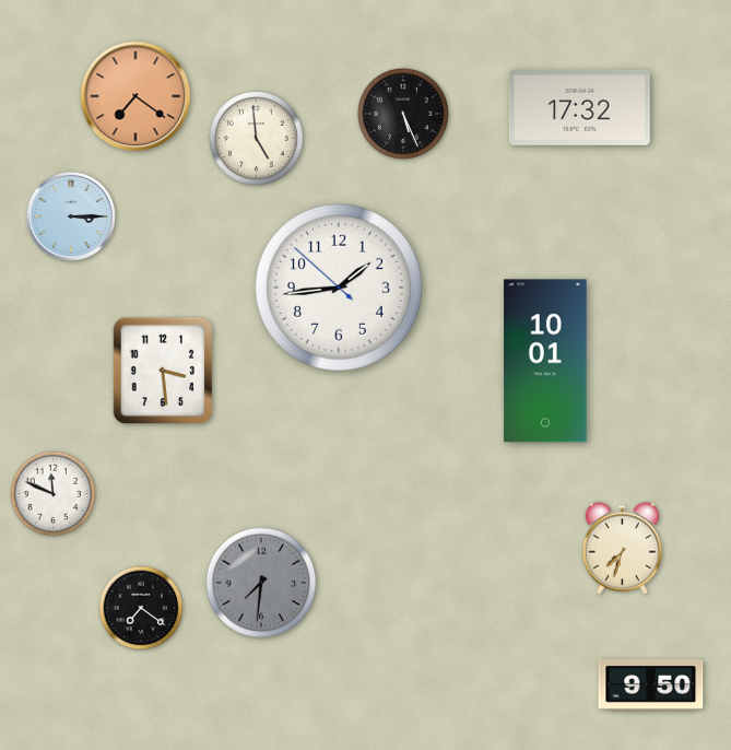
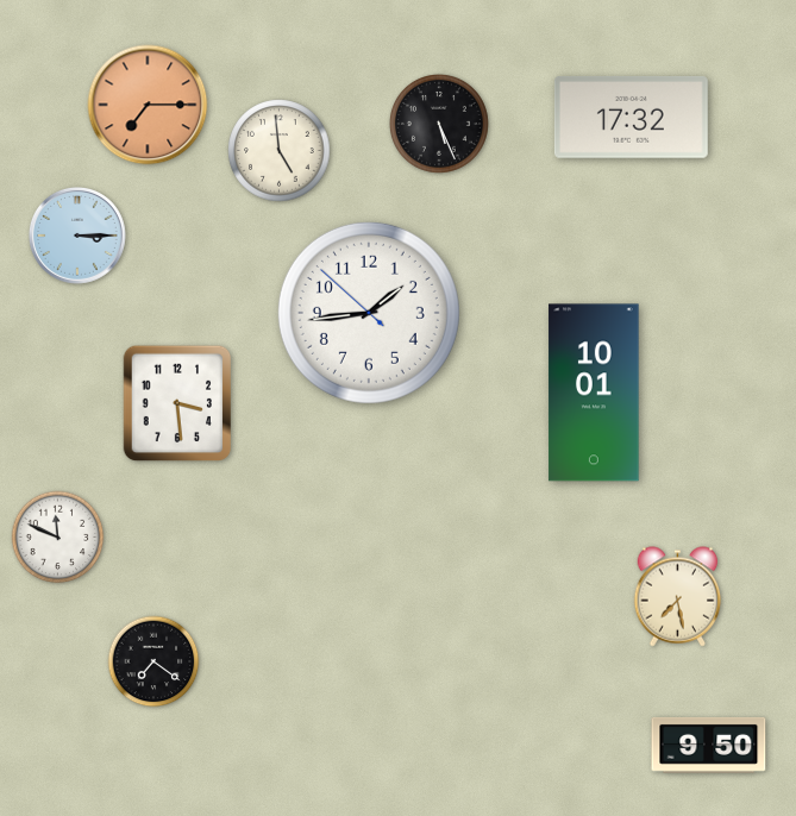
clock at (135, 96): 7:21 -> 7:15
clock at (623, 549): 7:33 -> 7:28
clock at (261, 583): 7:31 -> none
